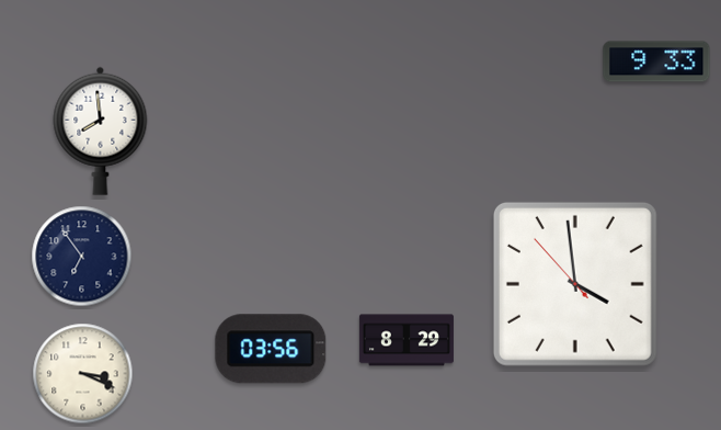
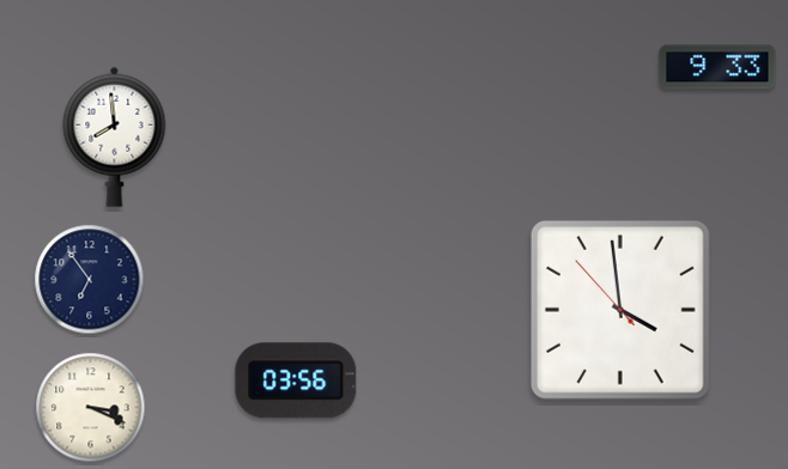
clock at (101, 131) position: (101, 131) -> (115, 136)
clock at (575, 284) position: (575, 284) -> (620, 310)
clock at (407, 340): 8:29 -> none
